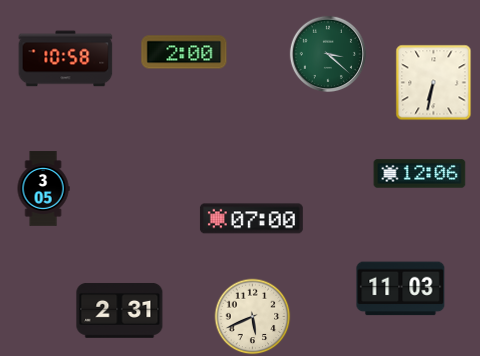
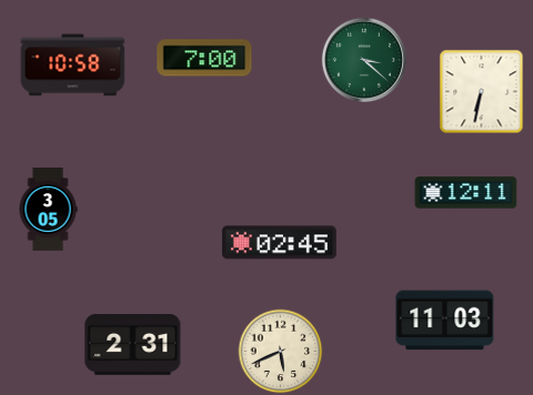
clock at (184, 52): 2:00 -> 7:00
clock at (420, 174): 12:06 -> 12:11
clock at (251, 219): 07:00 -> 02:45
